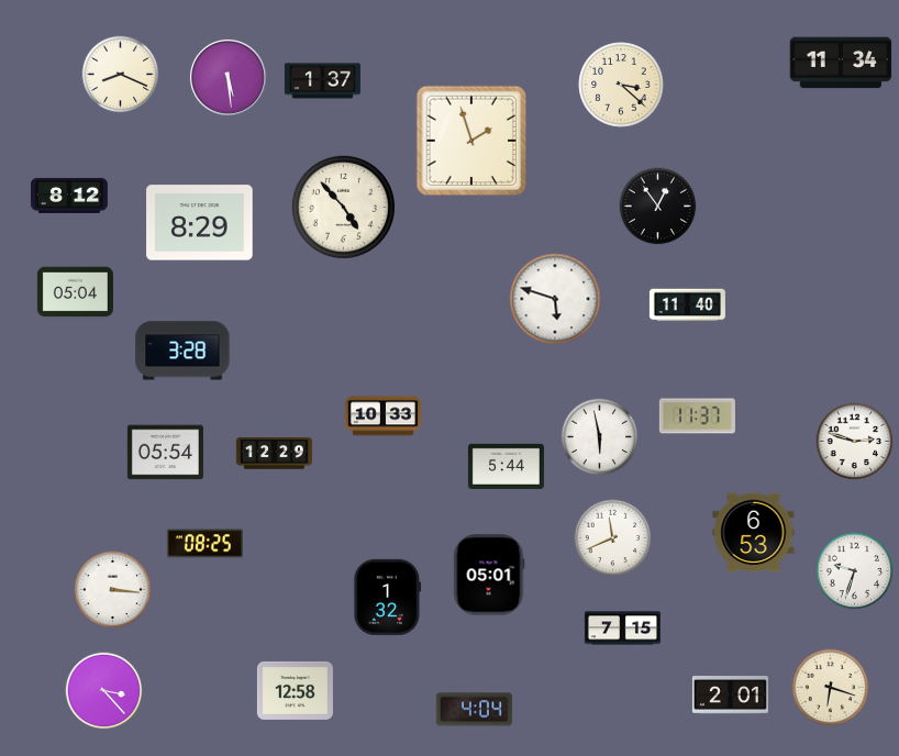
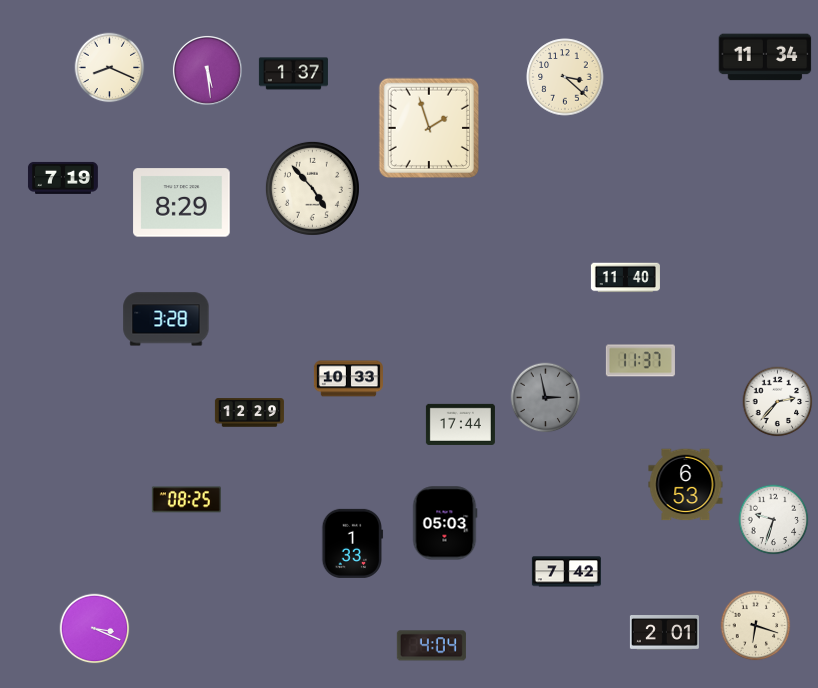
clock at (69, 196): 8:12 -> 7:19
clock at (658, 207): 12:54 -> none
clock at (75, 292): 05:04 -> none
clock at (555, 299): 5:48 -> none
clock at (697, 416) position: (697, 416) -> (640, 361)
clock at (600, 437): 5:58 -> 2:58
clock at (600, 437) dial: white -> grey
clock at (855, 442): 2:48 -> 2:37
clock at (165, 453): 05:54 -> none
clock at (506, 466): 5:44 -> 17:44
clock at (613, 538): 11:41 -> none
clock at (204, 544) position: (204, 544) -> (186, 500)
clock at (855, 571) position: (855, 571) -> (774, 520)
clock at (489, 575): 05:01 -> 05:03
clock at (113, 590): 3:16 -> none
clock at (388, 597): 1:32 -> 1:33
clock at (622, 629): 7:15 -> 7:42
clock at (295, 690): 12:58 -> none
clock at (104, 691): 3:23 -> 3:19
